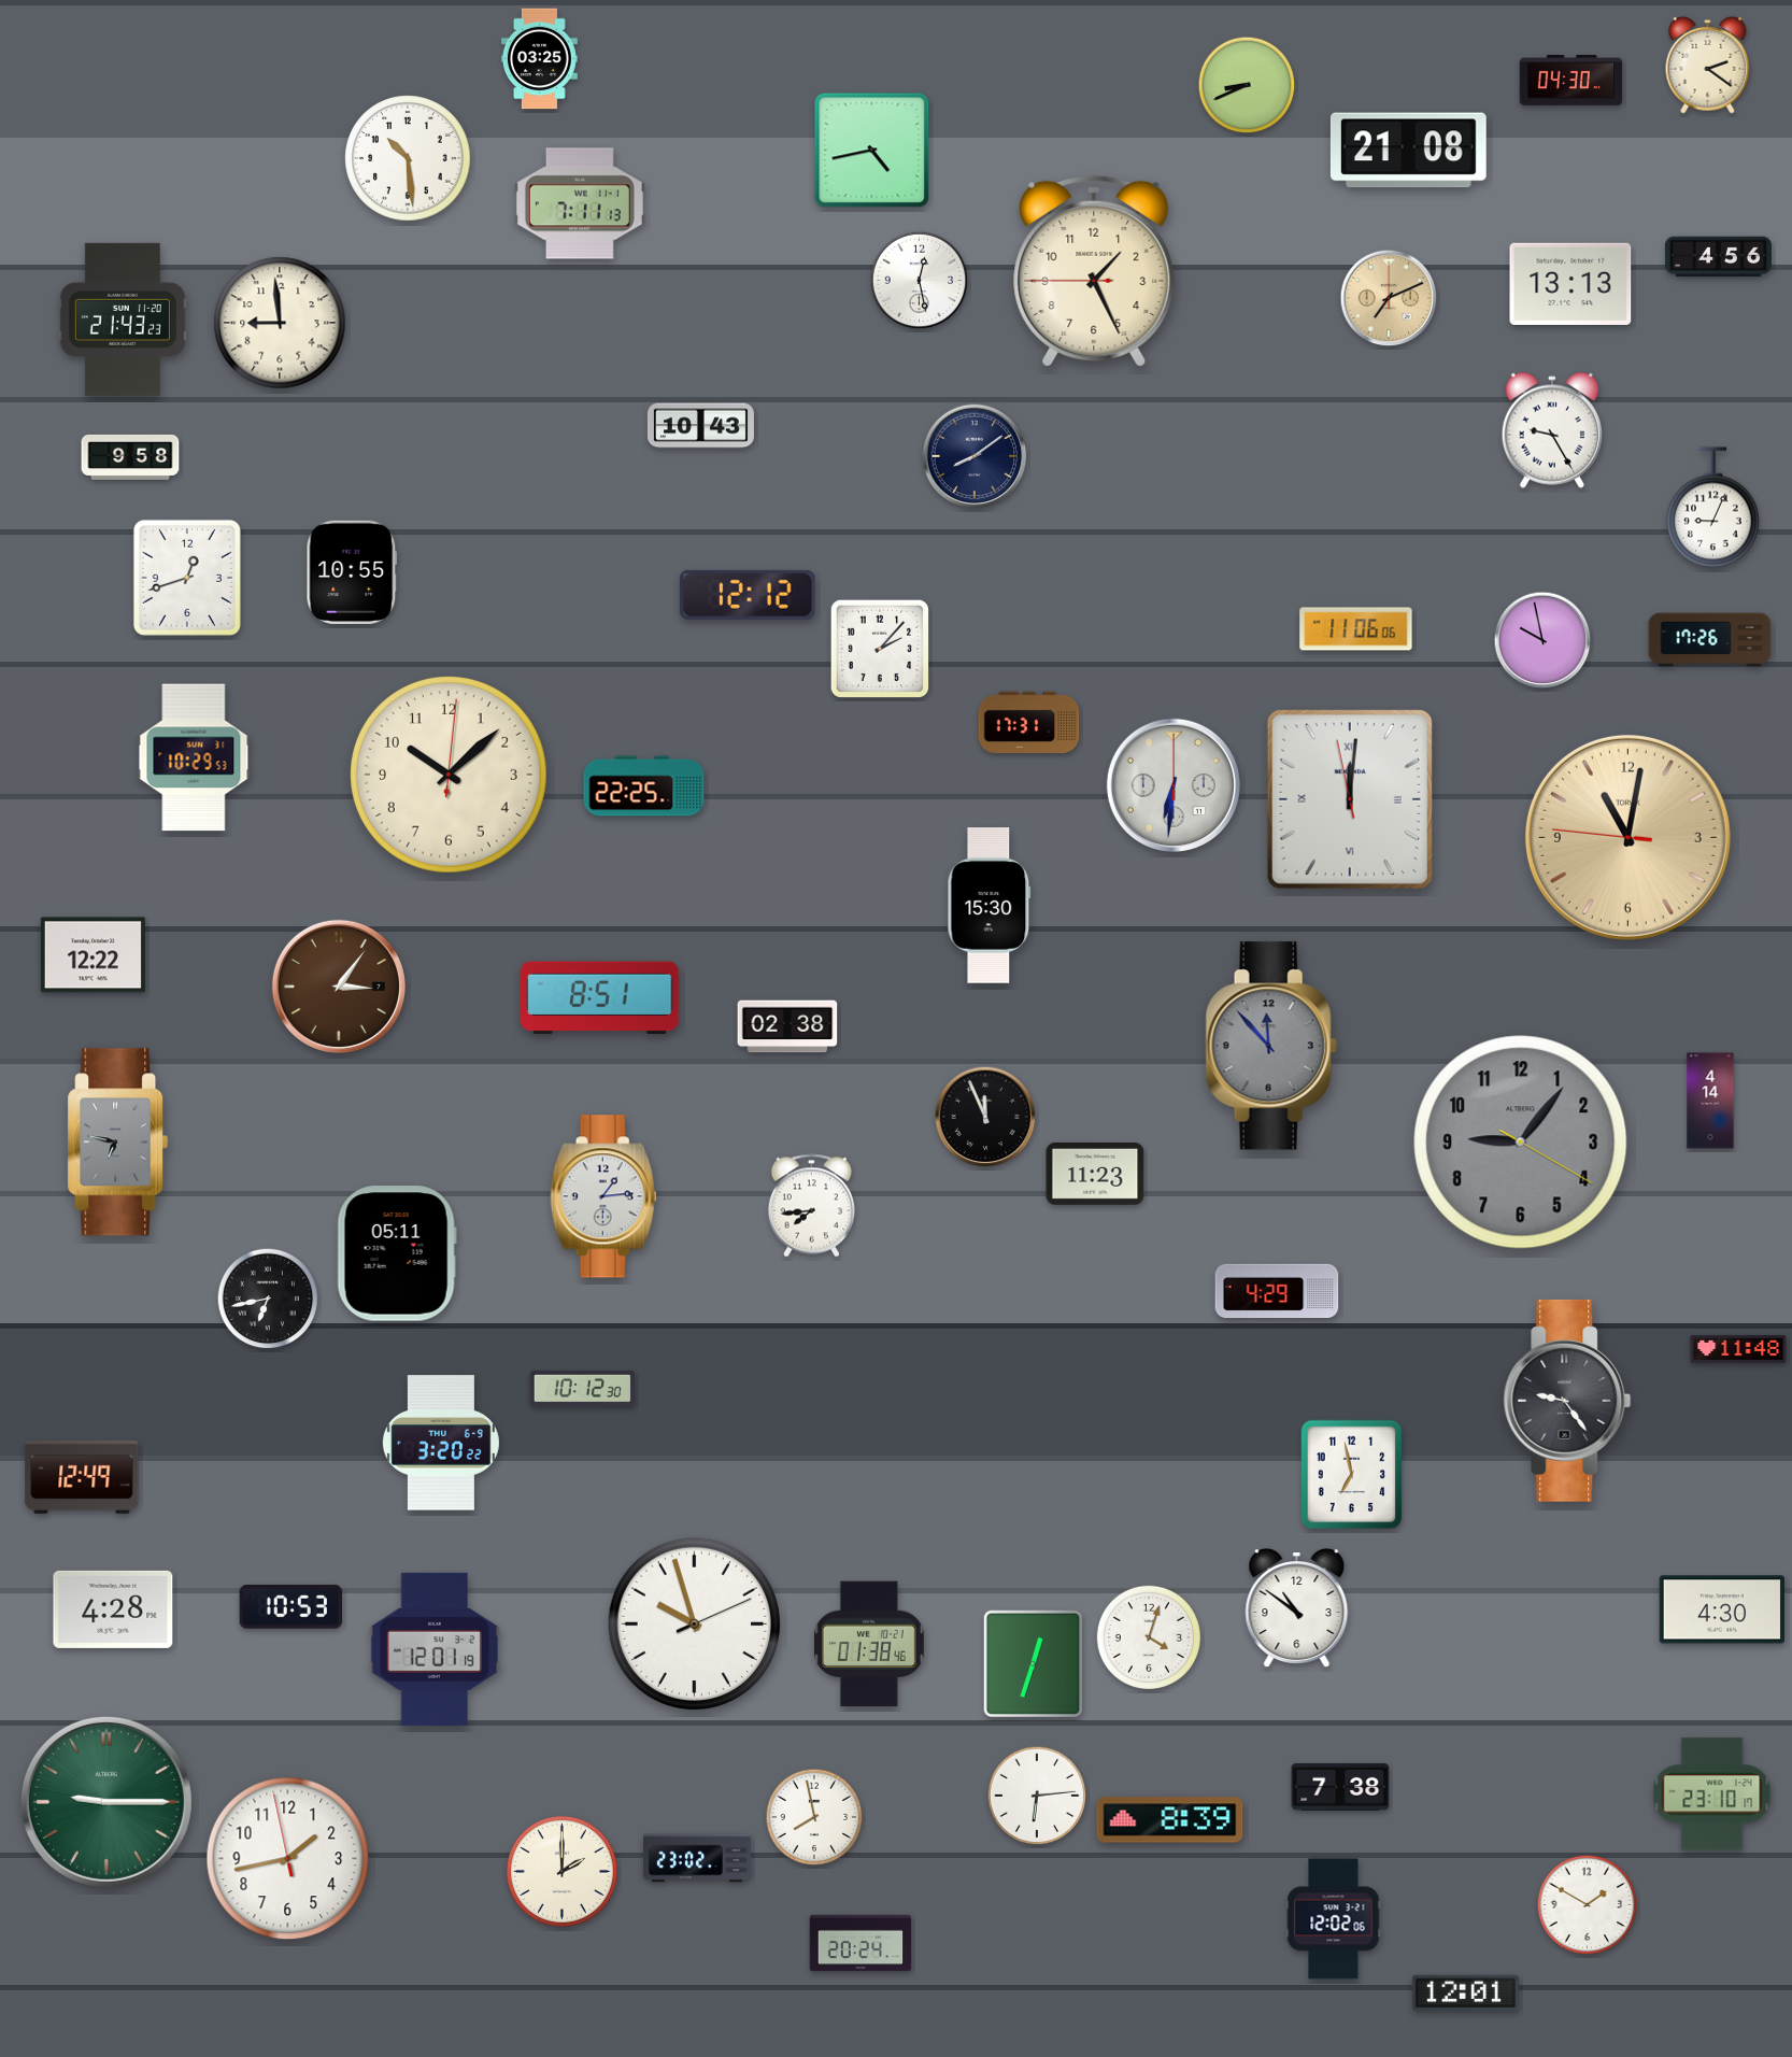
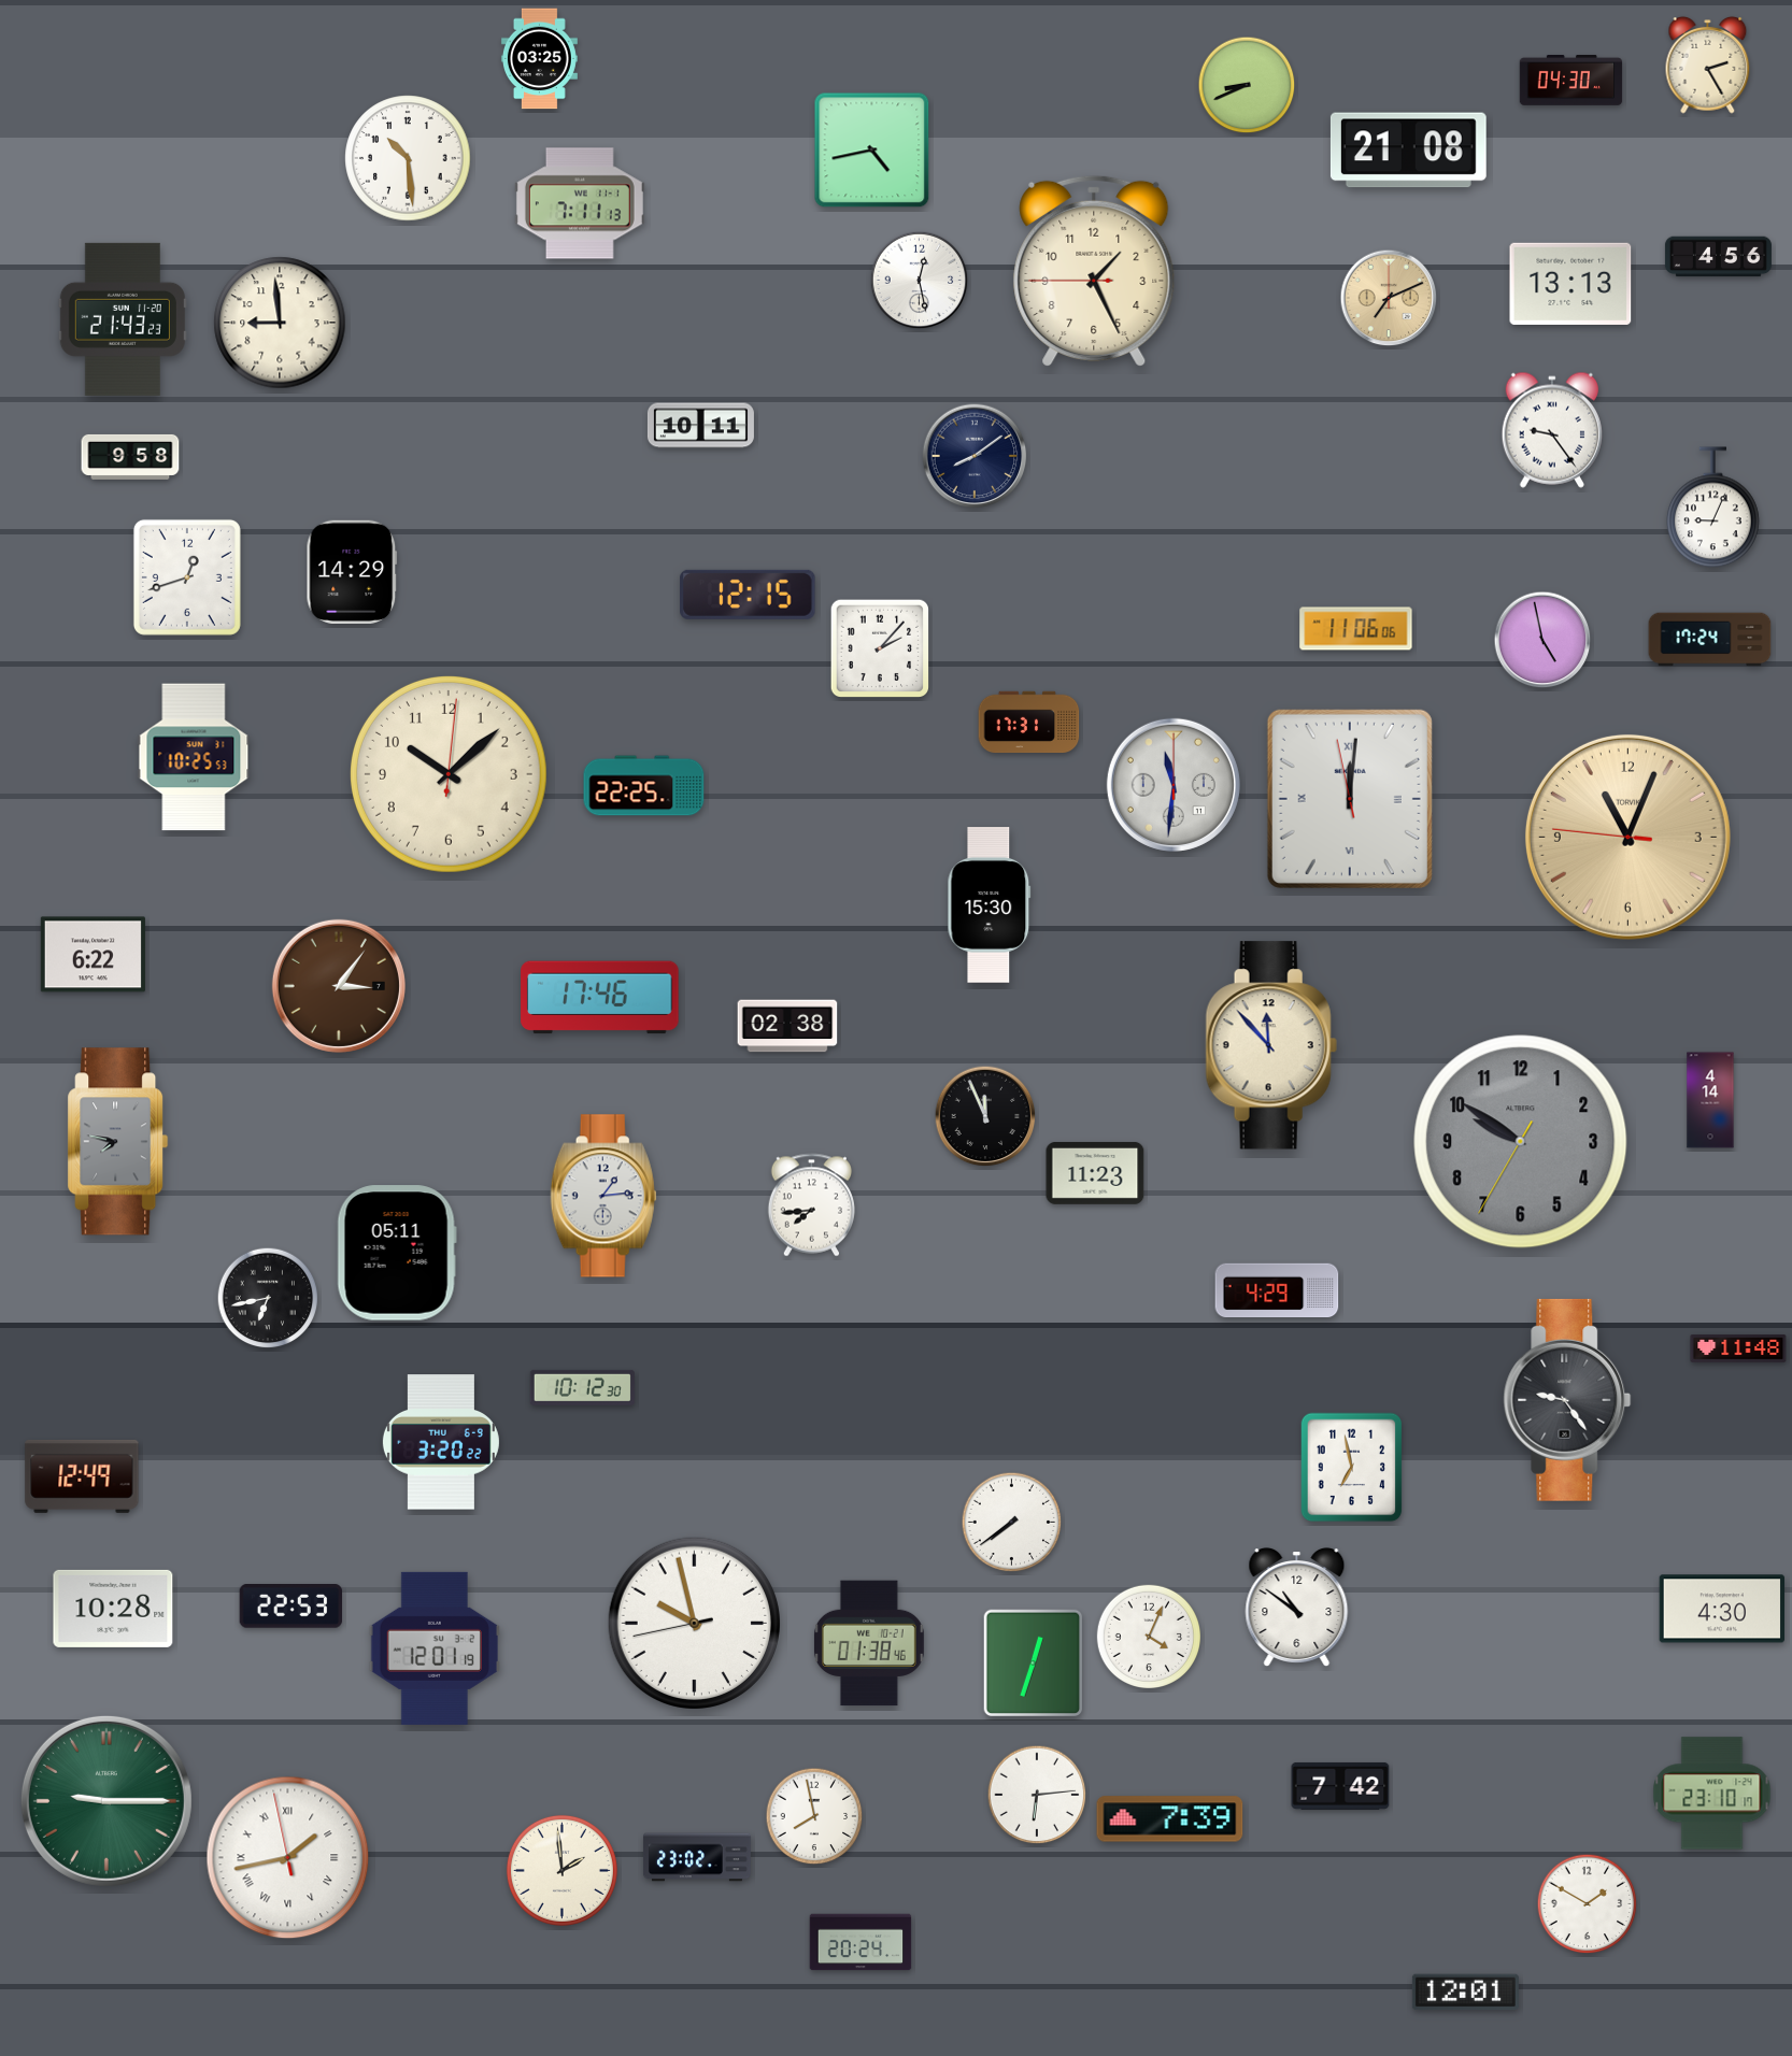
clock at (1708, 65): 2:21 -> 2:25
clock at (700, 426): 10:43 -> 10:11
clock at (1551, 430): 9:25 -> 9:24
clock at (352, 572): 10:55 -> 14:29
clock at (748, 595): 12:12 -> 12:15
clock at (1542, 640): 9:58 -> 4:58
clock at (1710, 640): 17:26 -> 17:24
clock at (194, 757): 10:29 -> 10:25
clock at (1174, 785): 6:31 -> 11:31
clock at (1627, 837): 11:01 -> 11:03
clock at (93, 955): 12:22 -> 6:22
clock at (600, 998): 8:51 -> 17:46
clock at (1271, 1046) dial: grey -> cream
clock at (118, 1143): 6:47 -> 7:47
clock at (1521, 1143): 9:06 -> 9:50
clock at (1352, 1475) position: (1352, 1475) -> (1352, 1468)
clock at (1012, 1523): none -> 7:39
clock at (290, 1607): 10:53 -> 22:53
clock at (113, 1609): 4:28 -> 10:28
clock at (694, 1623): 9:57:11 -> 9:57:43
clock at (1148, 1636): 4:03 -> 4:04
clock at (1340, 1787): 7:38 -> 7:42
clock at (1170, 1820): 8:39 -> 7:39
clock at (288, 1859) numerals: Arabic -> Roman
clock at (561, 1871): 2:00 -> 1:59
clock at (1334, 1919): 12:02 -> none
